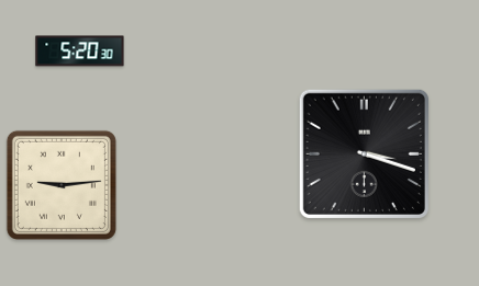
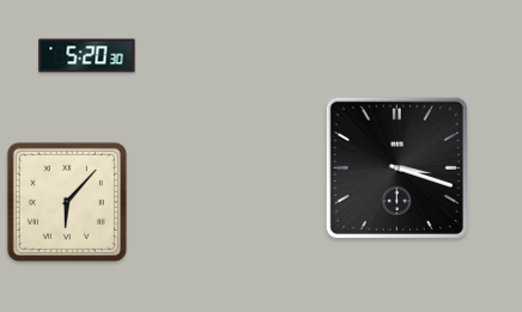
clock at (62, 185): 9:14 -> 6:07
